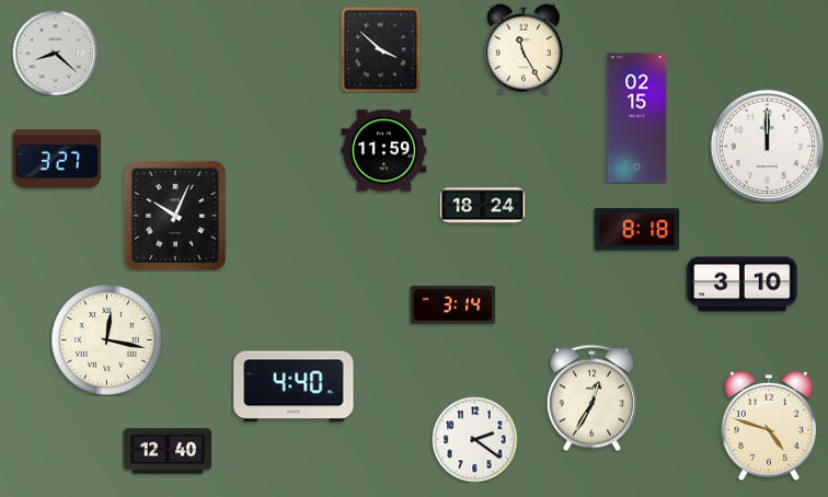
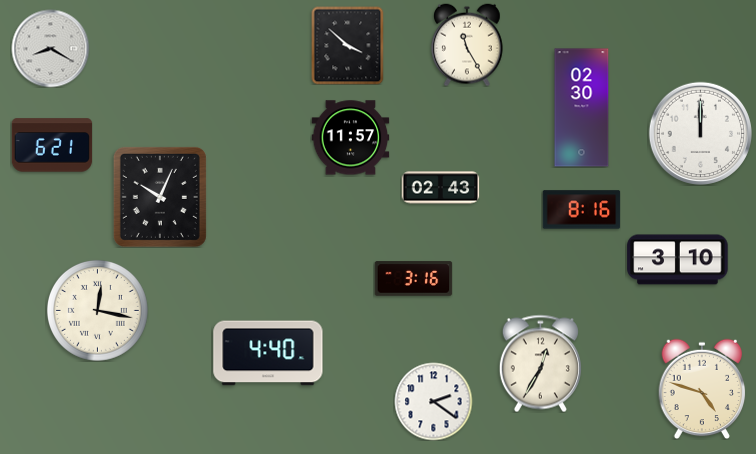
clock at (525, 49) position: (525, 49) -> (468, 45)
clock at (55, 53): 8:22 -> 8:20
clock at (637, 118): 02:15 -> 02:30
clock at (383, 151): 11:59 -> 11:57
clock at (57, 159): 3:27 -> 6:21
clock at (482, 206): 18:24 -> 02:43
clock at (636, 230): 8:18 -> 8:16
clock at (452, 305): 3:14 -> 3:16
clock at (168, 451): 12:40 -> none
